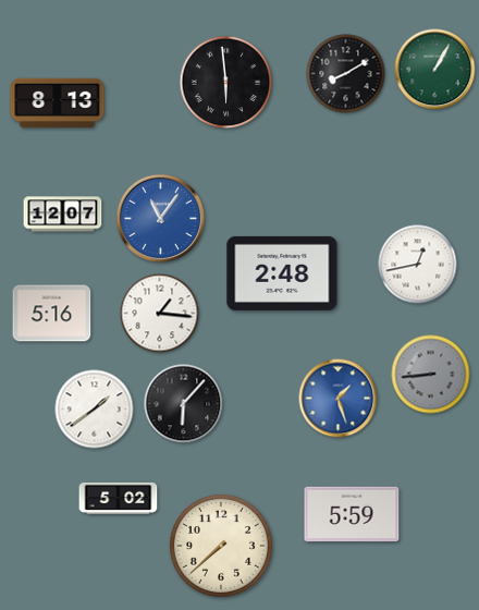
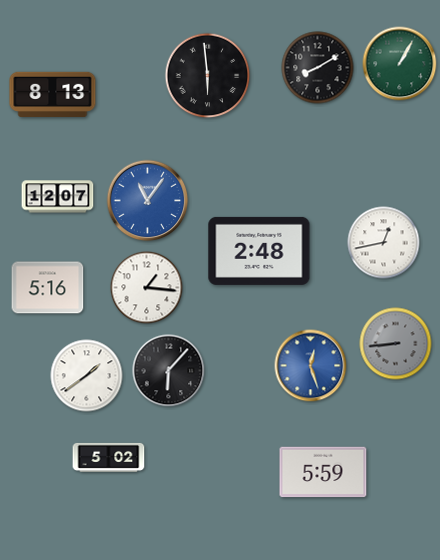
clock at (339, 399): 1:27 -> 12:27
clock at (221, 546): 7:38 -> none
